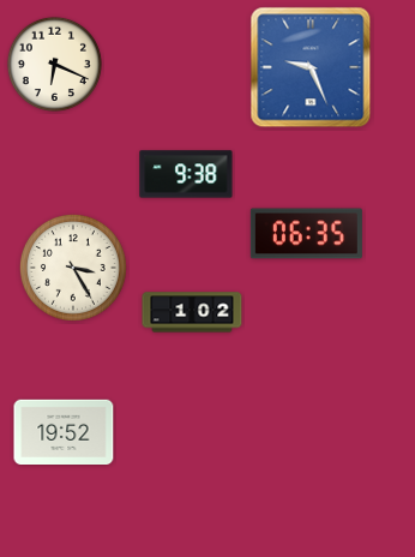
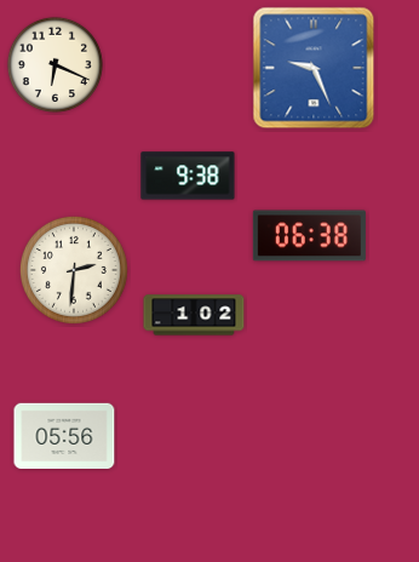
clock at (306, 234): 06:35 -> 06:38
clock at (73, 268): 3:25 -> 2:31
clock at (64, 431): 19:52 -> 05:56
